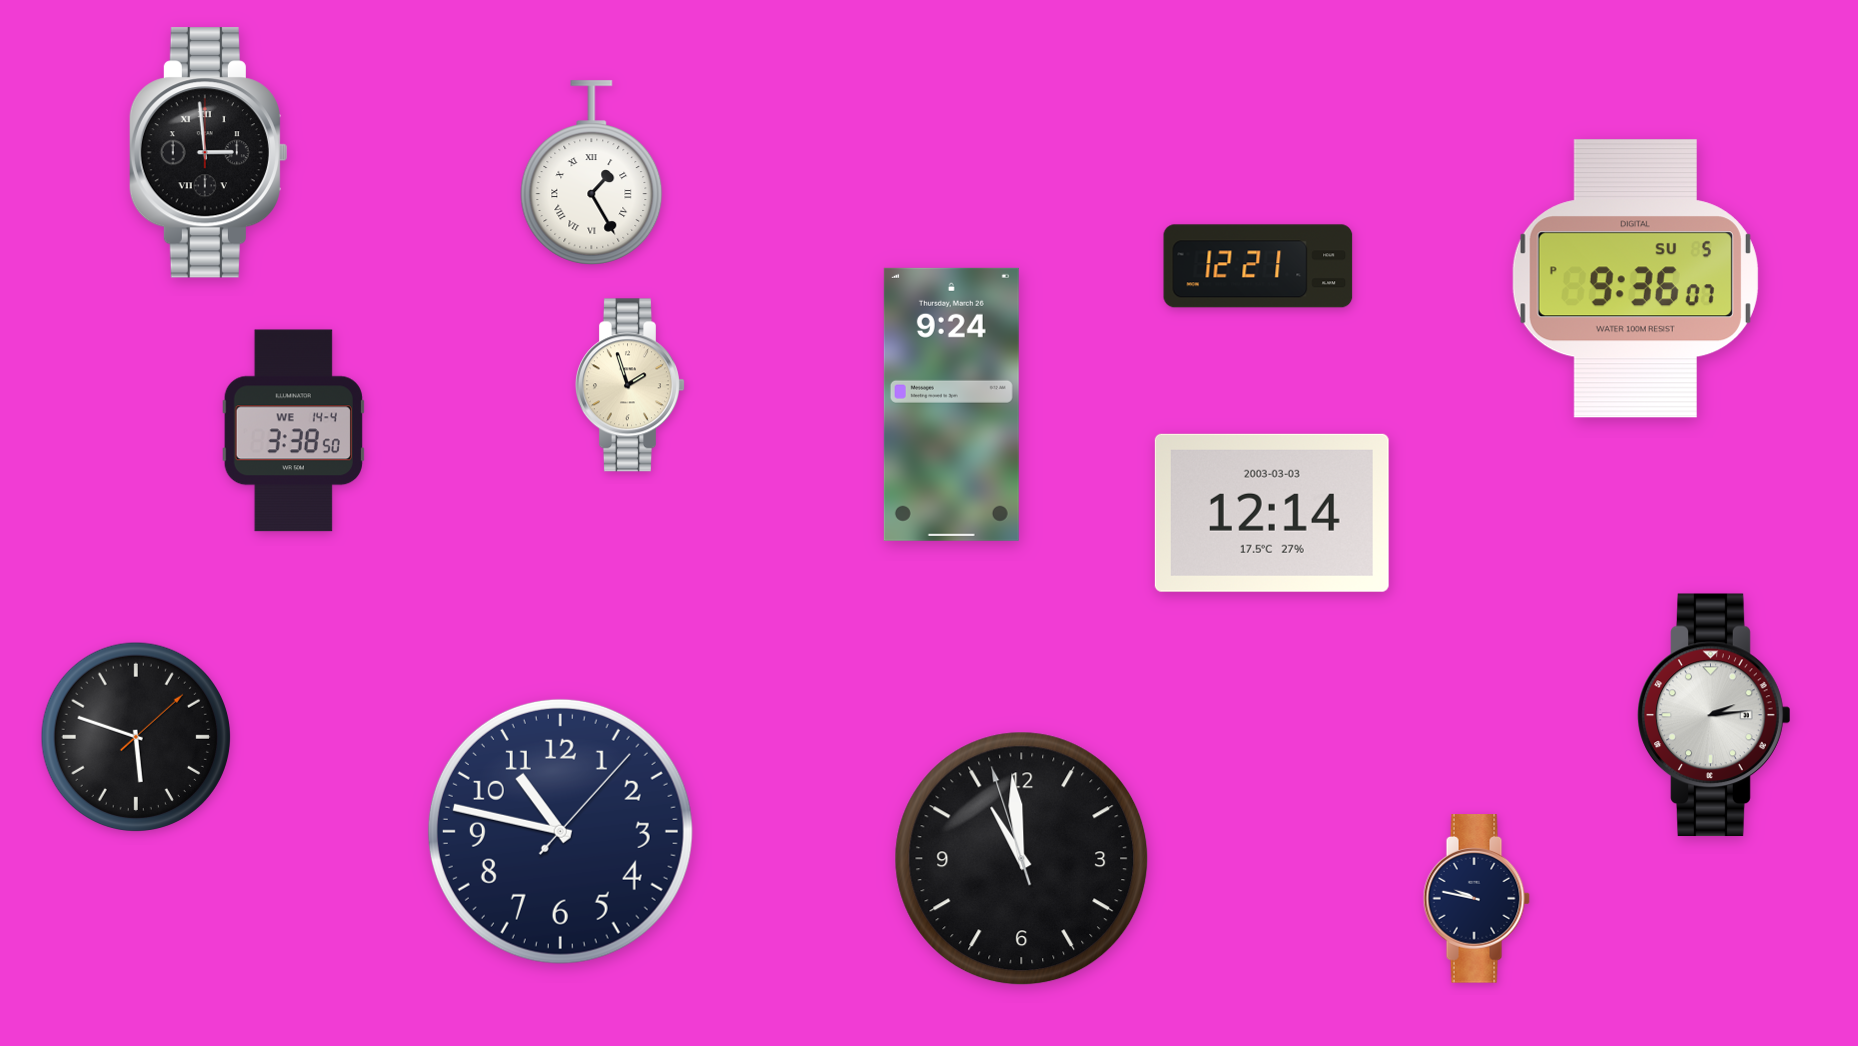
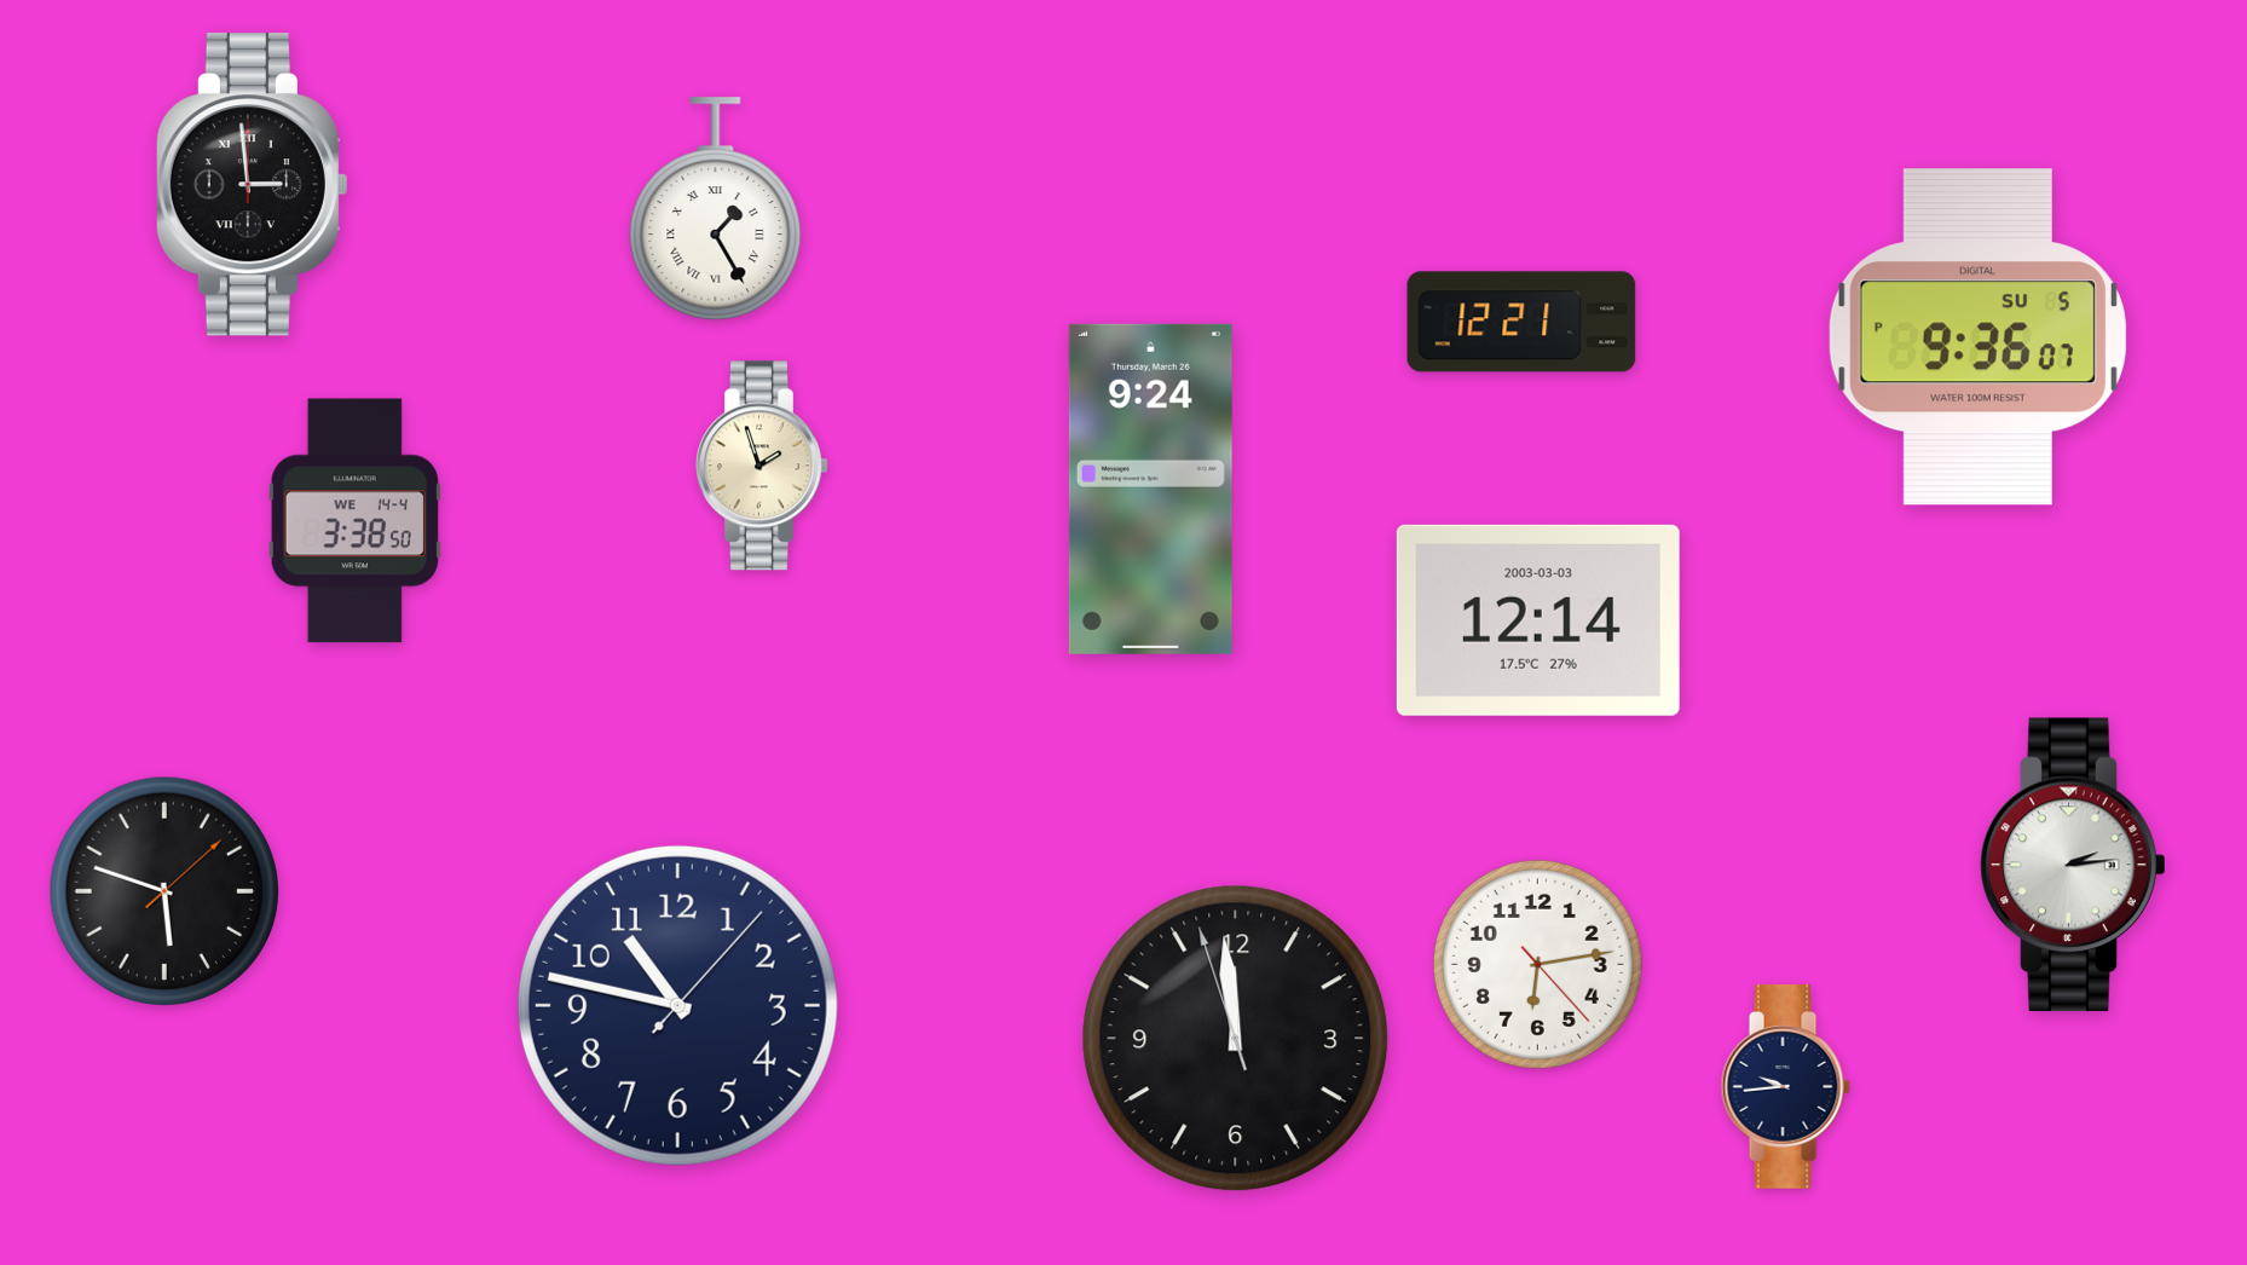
clock at (1537, 964): none -> 6:13
clock at (1022, 859): 10:58 -> 11:58
clock at (1476, 899): 9:47 -> 9:44
